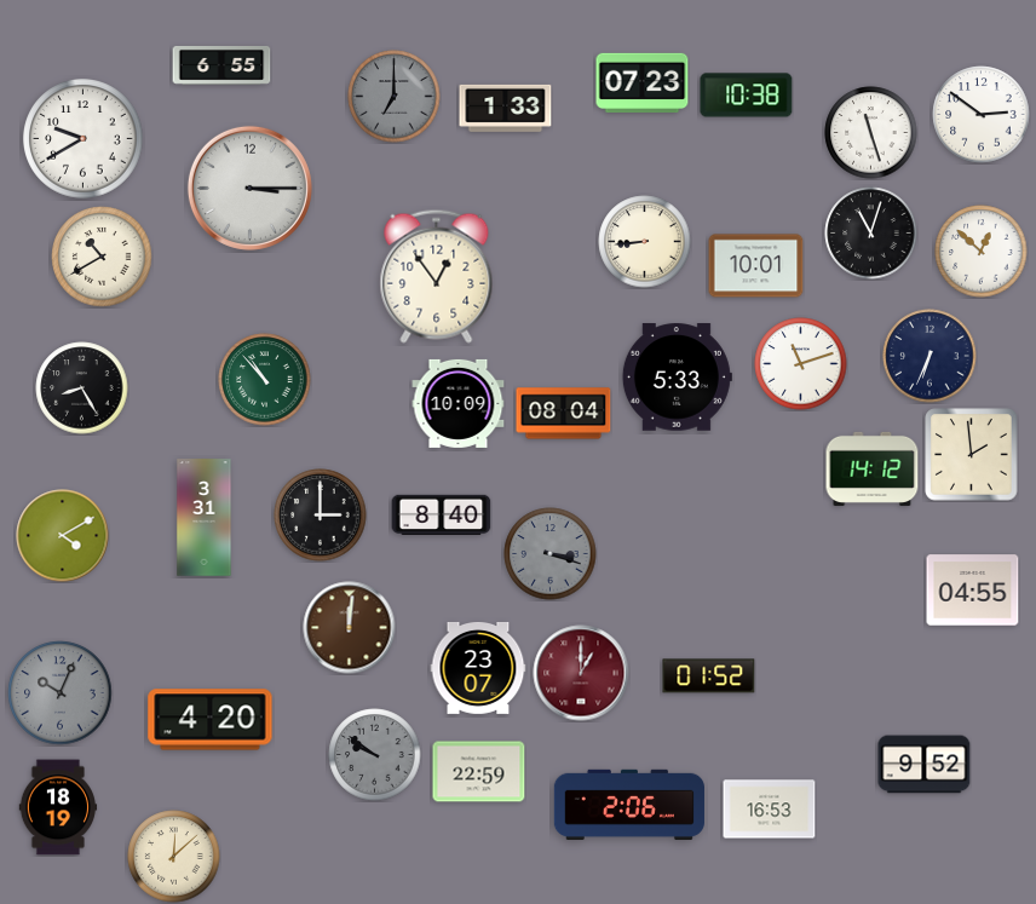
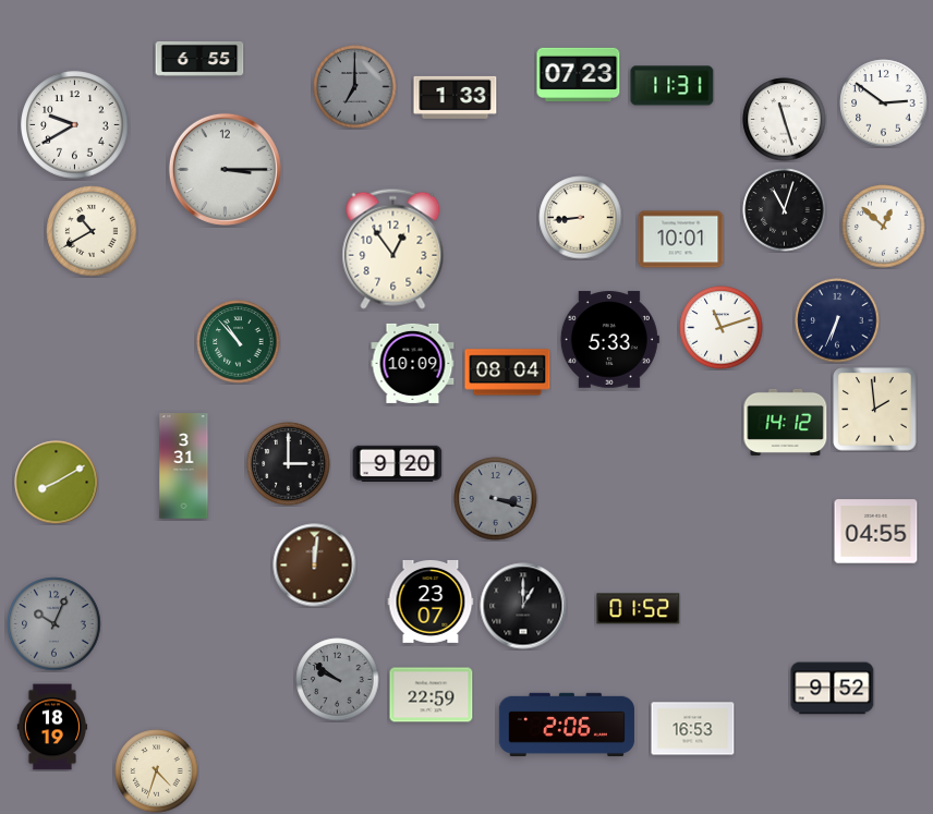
clock at (747, 96): 10:38 -> 11:31
clock at (82, 388): 8:25 -> none
clock at (442, 514): 8:40 -> 9:20
clock at (63, 536): 4:10 -> 8:10
clock at (581, 673) dial: burgundy -> black
clock at (211, 720): 4:20 -> none
clock at (174, 857): 12:08 -> 4:33
